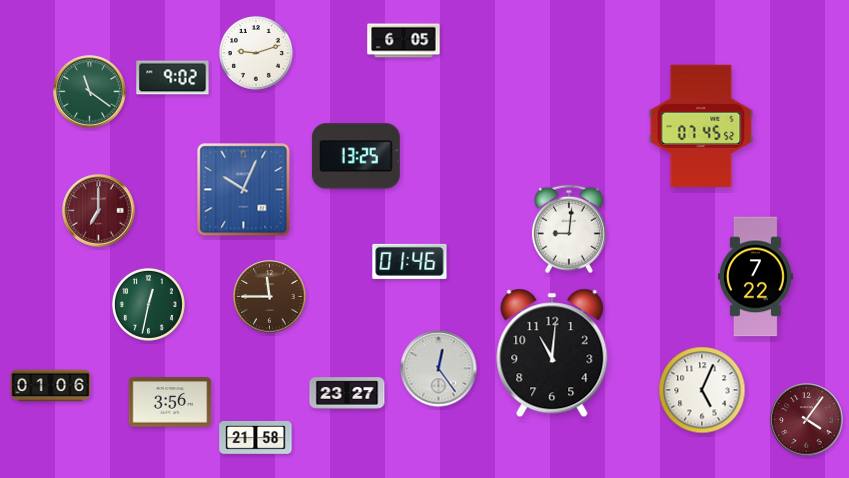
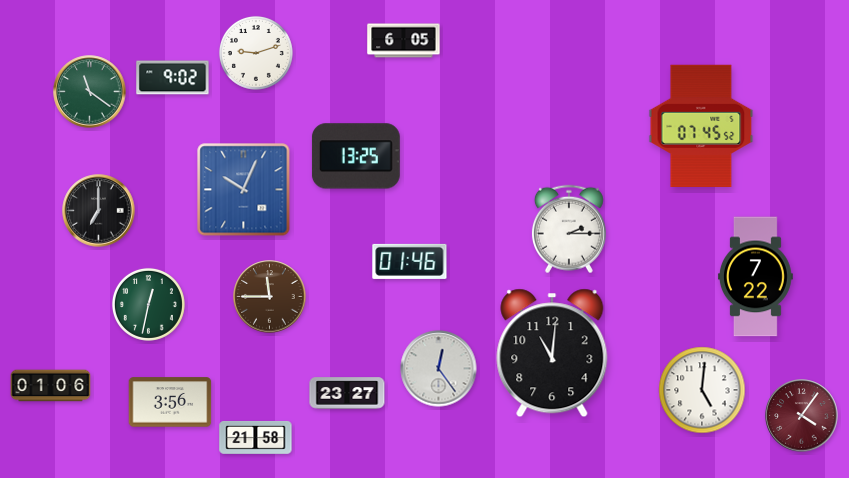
clock at (99, 211) dial: burgundy -> black
clock at (569, 229): 9:01 -> 2:15
clock at (702, 390): 5:04 -> 5:01
clock at (807, 420) position: (807, 420) -> (802, 416)
